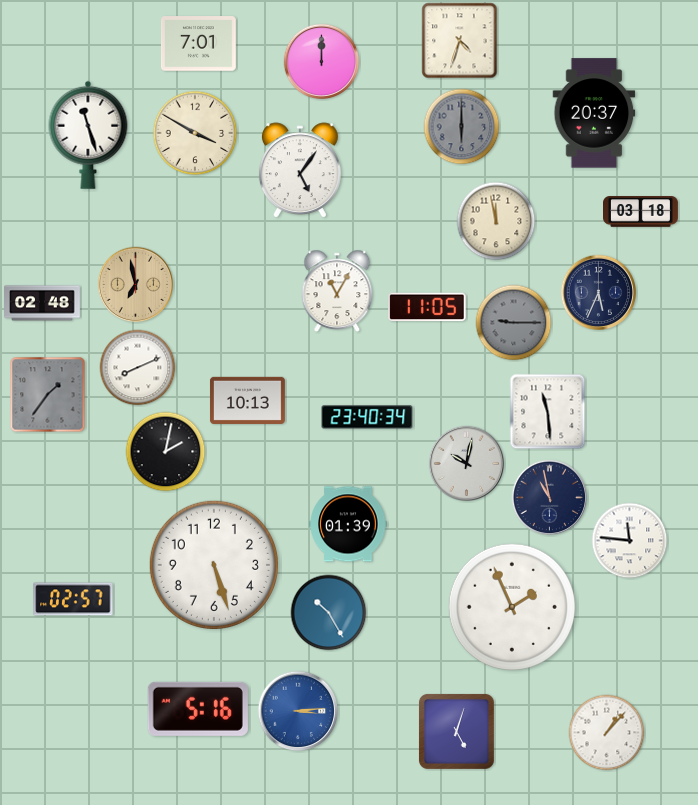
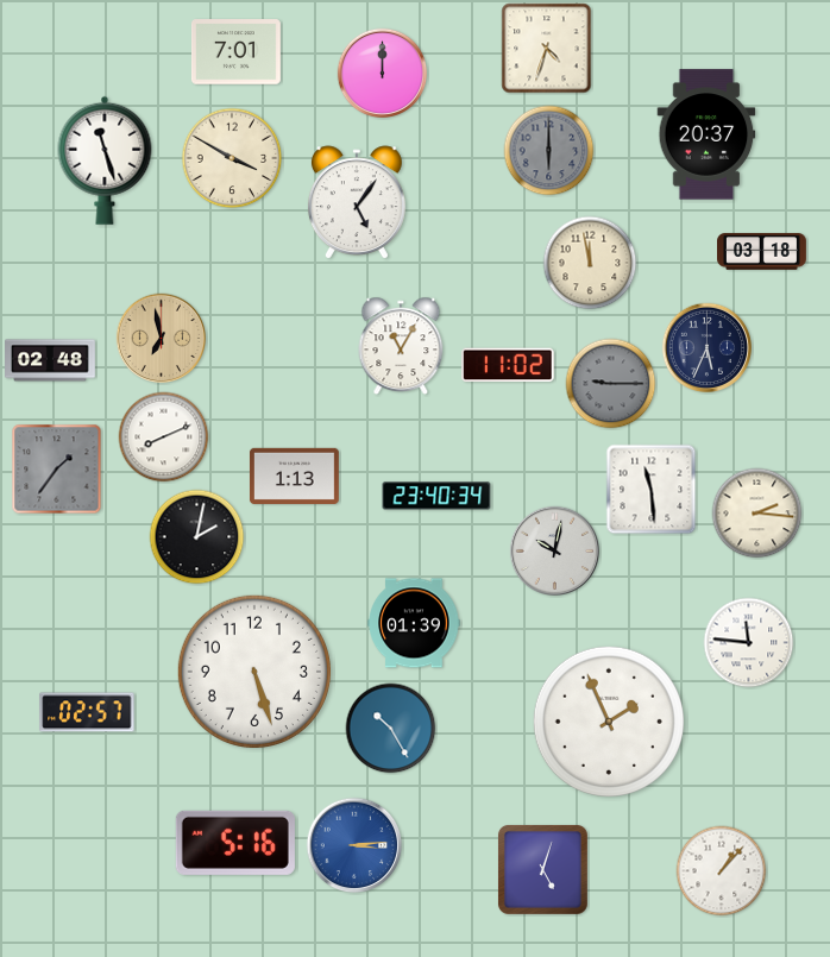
clock at (599, 293) position: (599, 293) -> (708, 348)
clock at (427, 307): 11:05 -> 11:02
clock at (247, 400): 10:13 -> 1:13
clock at (757, 514): none -> 2:16
clock at (550, 498): 10:58 -> none
